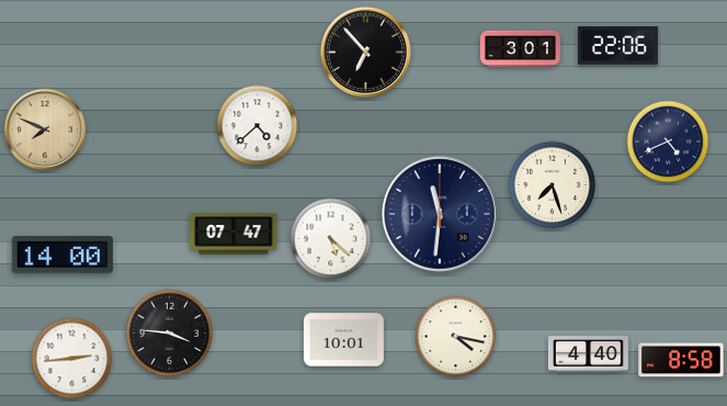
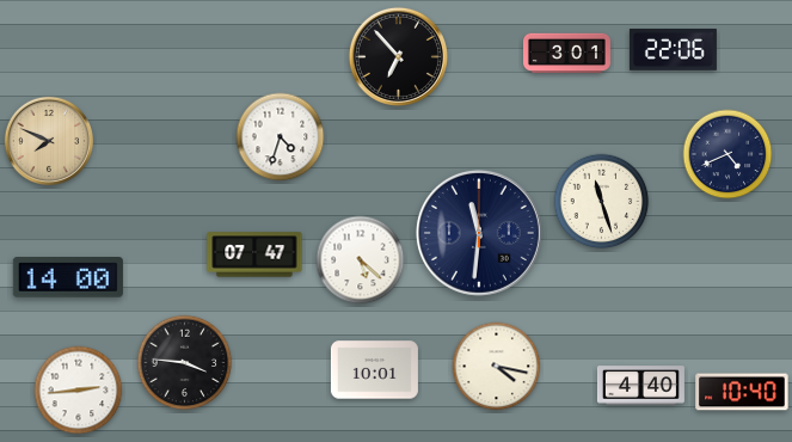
clock at (258, 126): 4:38 -> 4:33
clock at (553, 185): 7:27 -> 11:27
clock at (681, 360): 8:58 -> 10:40
